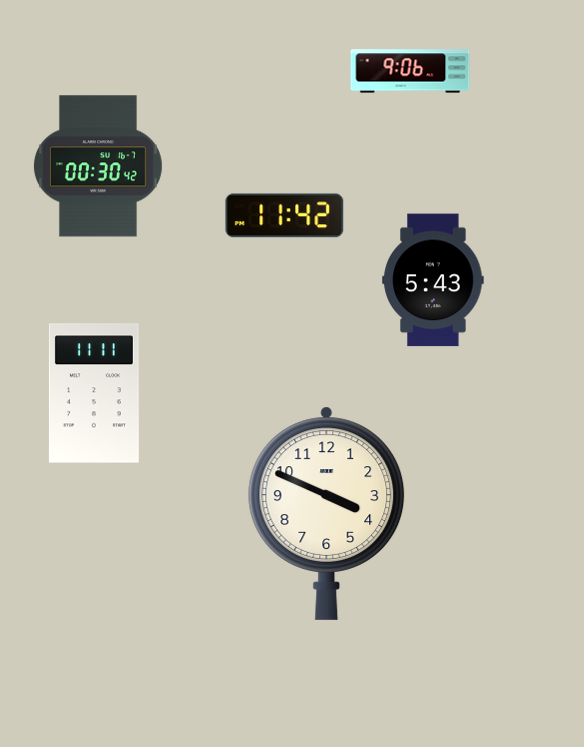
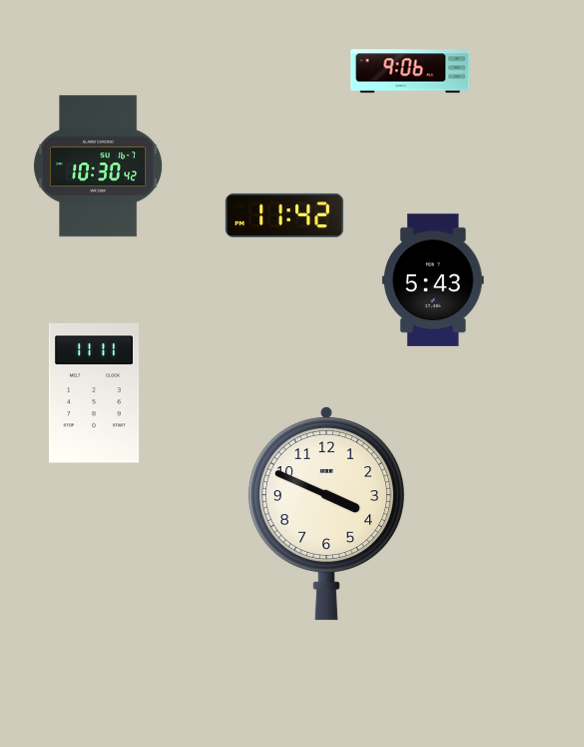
clock at (98, 166): 00:30 -> 10:30
